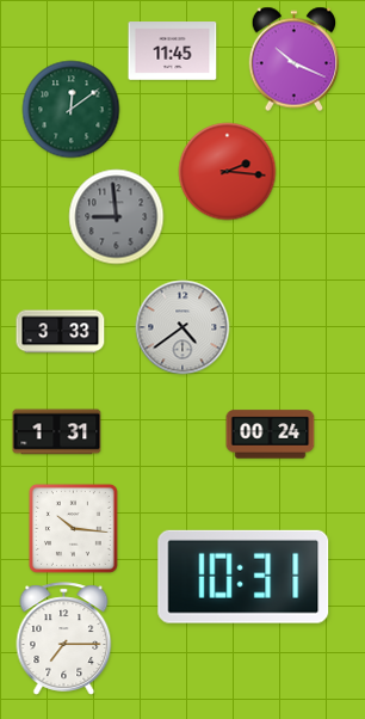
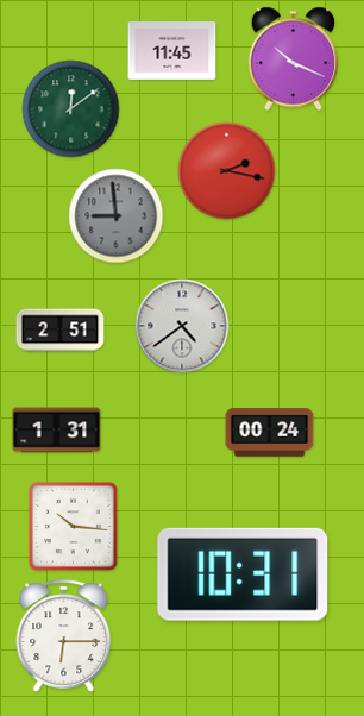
clock at (228, 172): 2:16 -> 2:17
clock at (61, 332): 3:33 -> 2:51
clock at (64, 639): 7:15 -> 6:15
